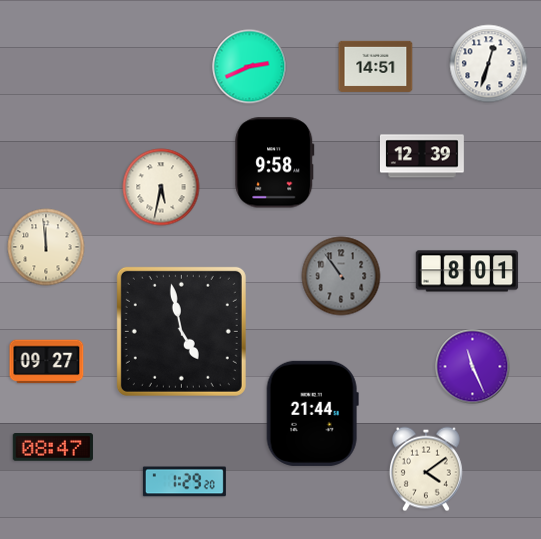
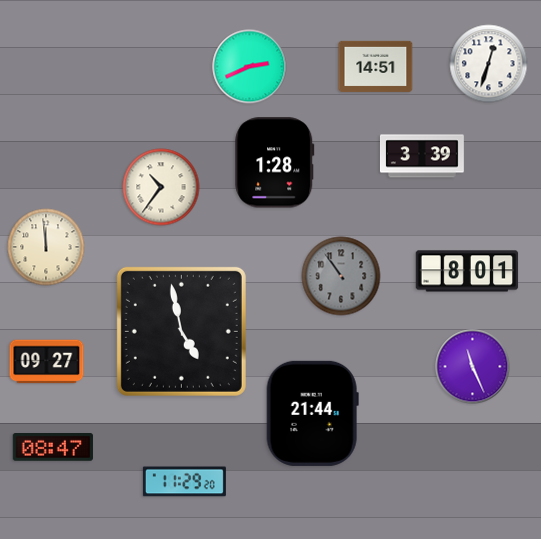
clock at (422, 156): 12:39 -> 3:39
clock at (275, 163): 9:58 -> 1:28
clock at (161, 187): 5:32 -> 10:36
clock at (426, 469): 4:09 -> none
clock at (184, 482): 1:29 -> 11:29
